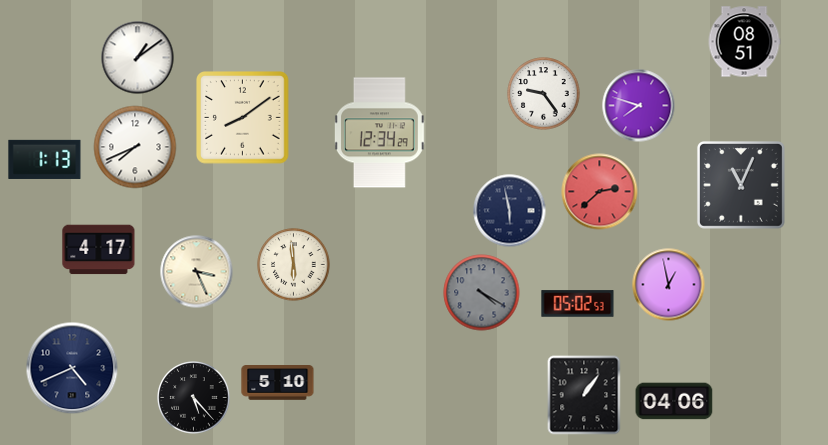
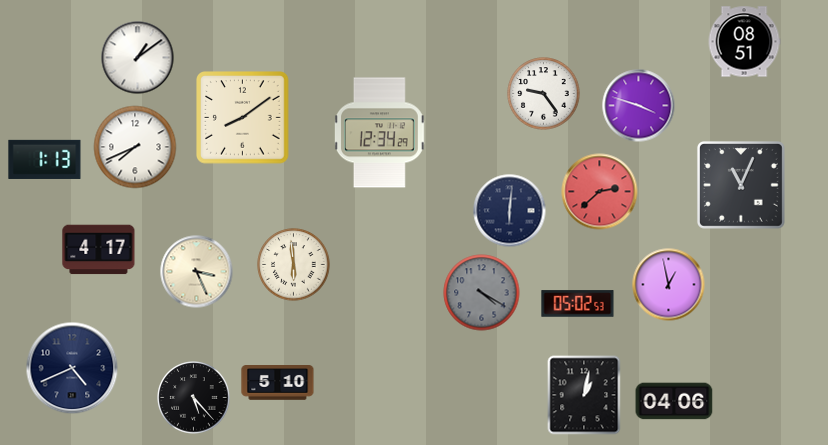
clock at (639, 106): 7:48 -> 3:48
clock at (510, 211): 5:58 -> 6:01
clock at (584, 395): 1:06 -> 1:02
